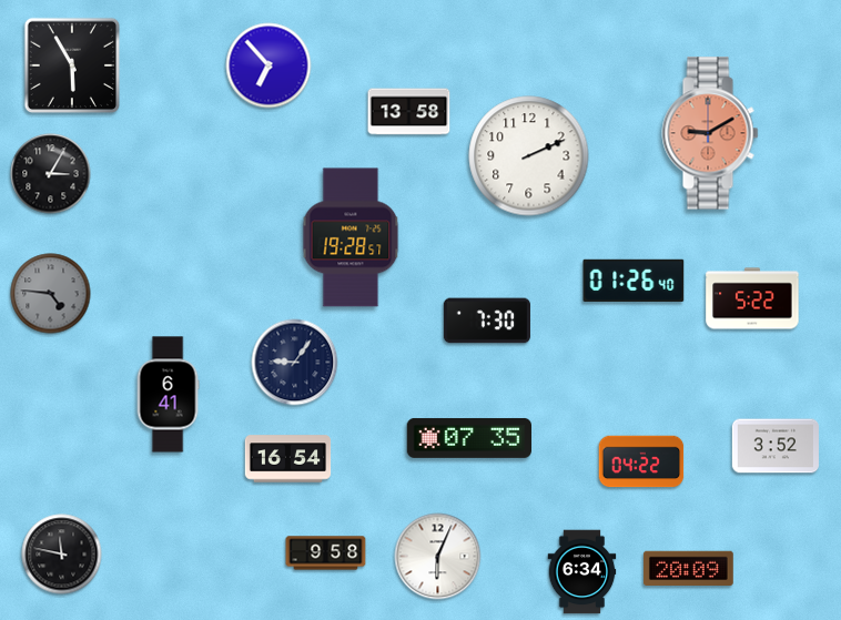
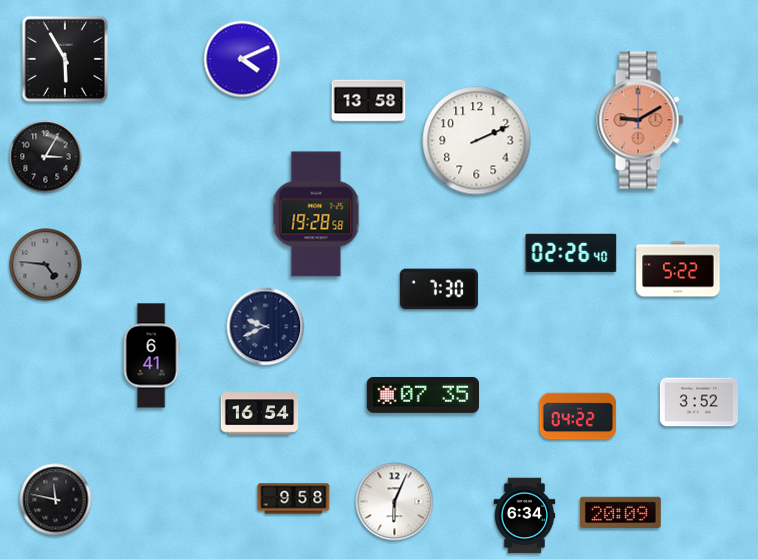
clock at (268, 65): 6:53 -> 4:11
clock at (351, 237): 19:28:57 -> 19:28:58
clock at (634, 281): 01:26 -> 02:26
clock at (295, 363): 9:06 -> 9:41
